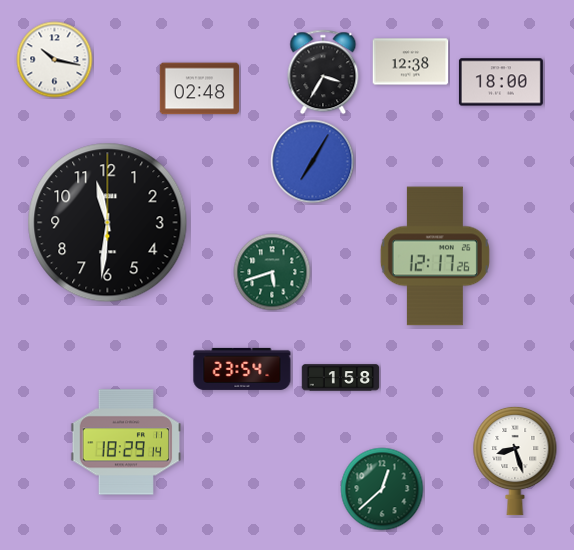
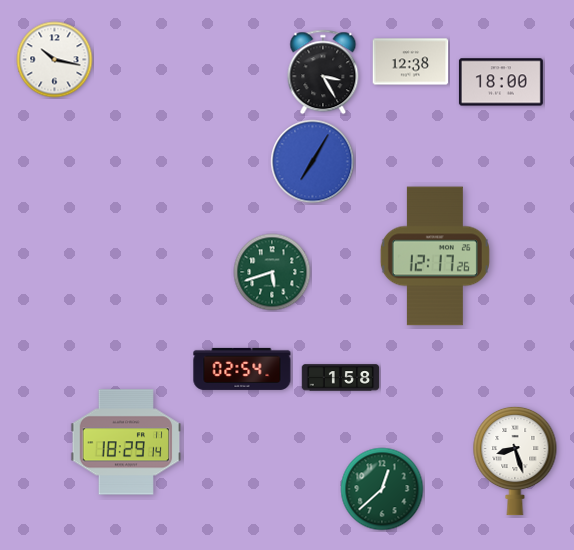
clock at (323, 72): 3:35 -> 3:25
clock at (200, 89): 02:48 -> none
clock at (108, 223): 11:31 -> none
clock at (242, 369): 23:54 -> 02:54
